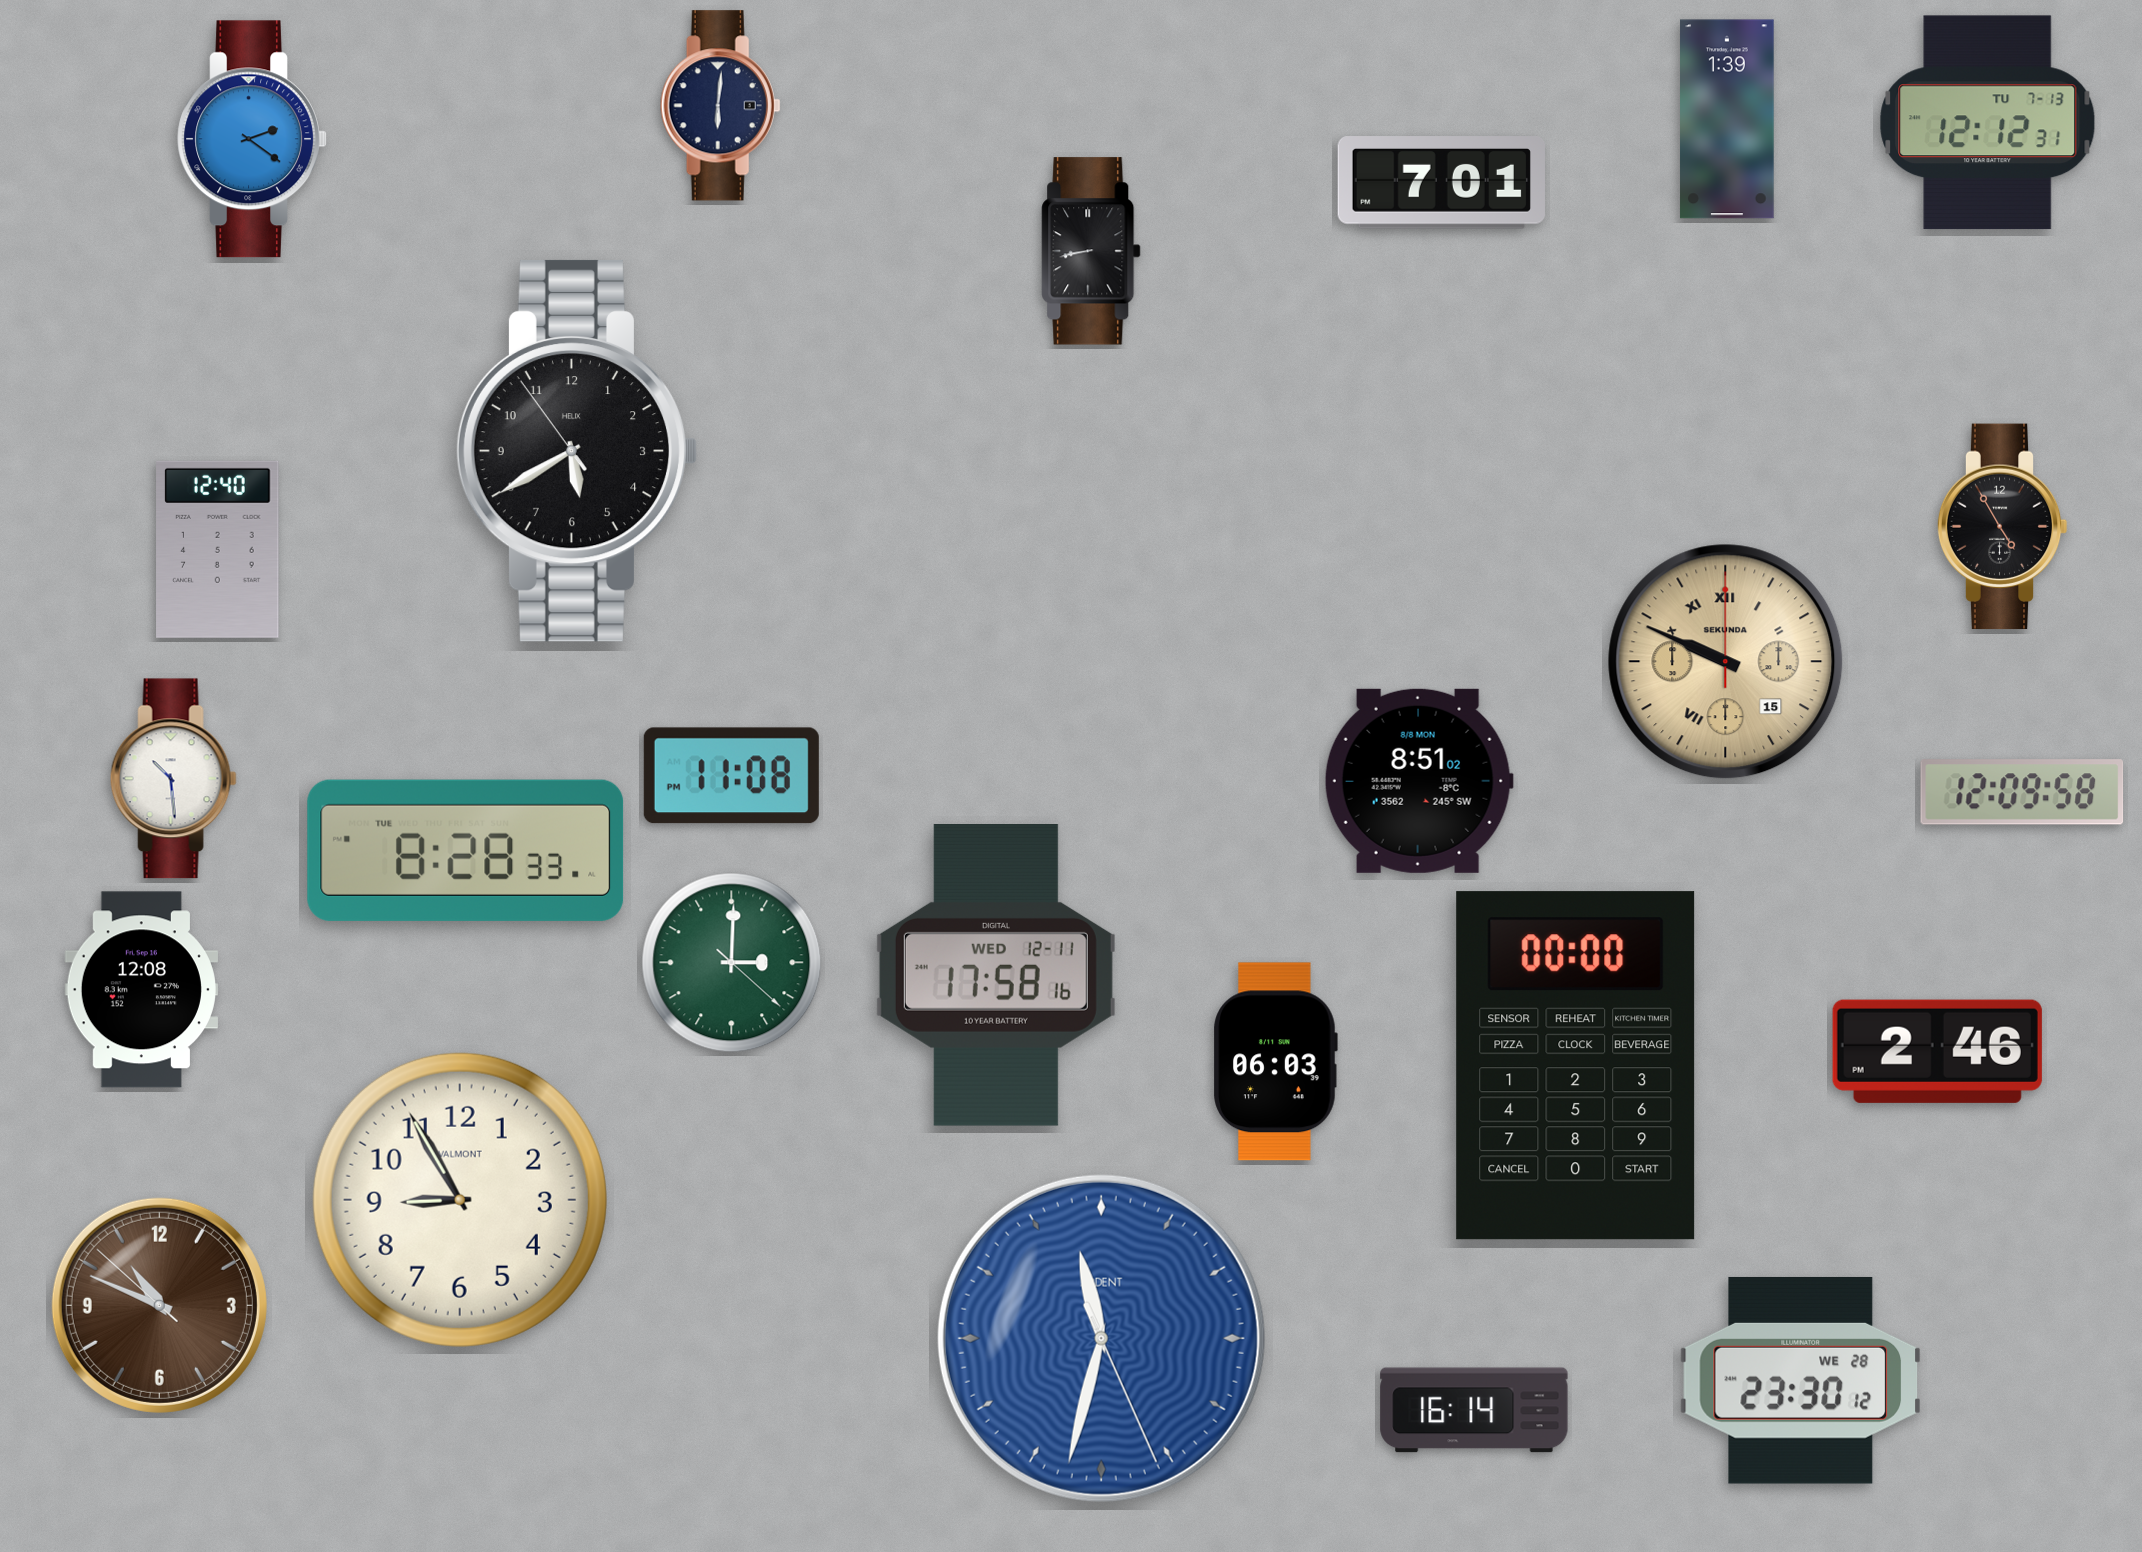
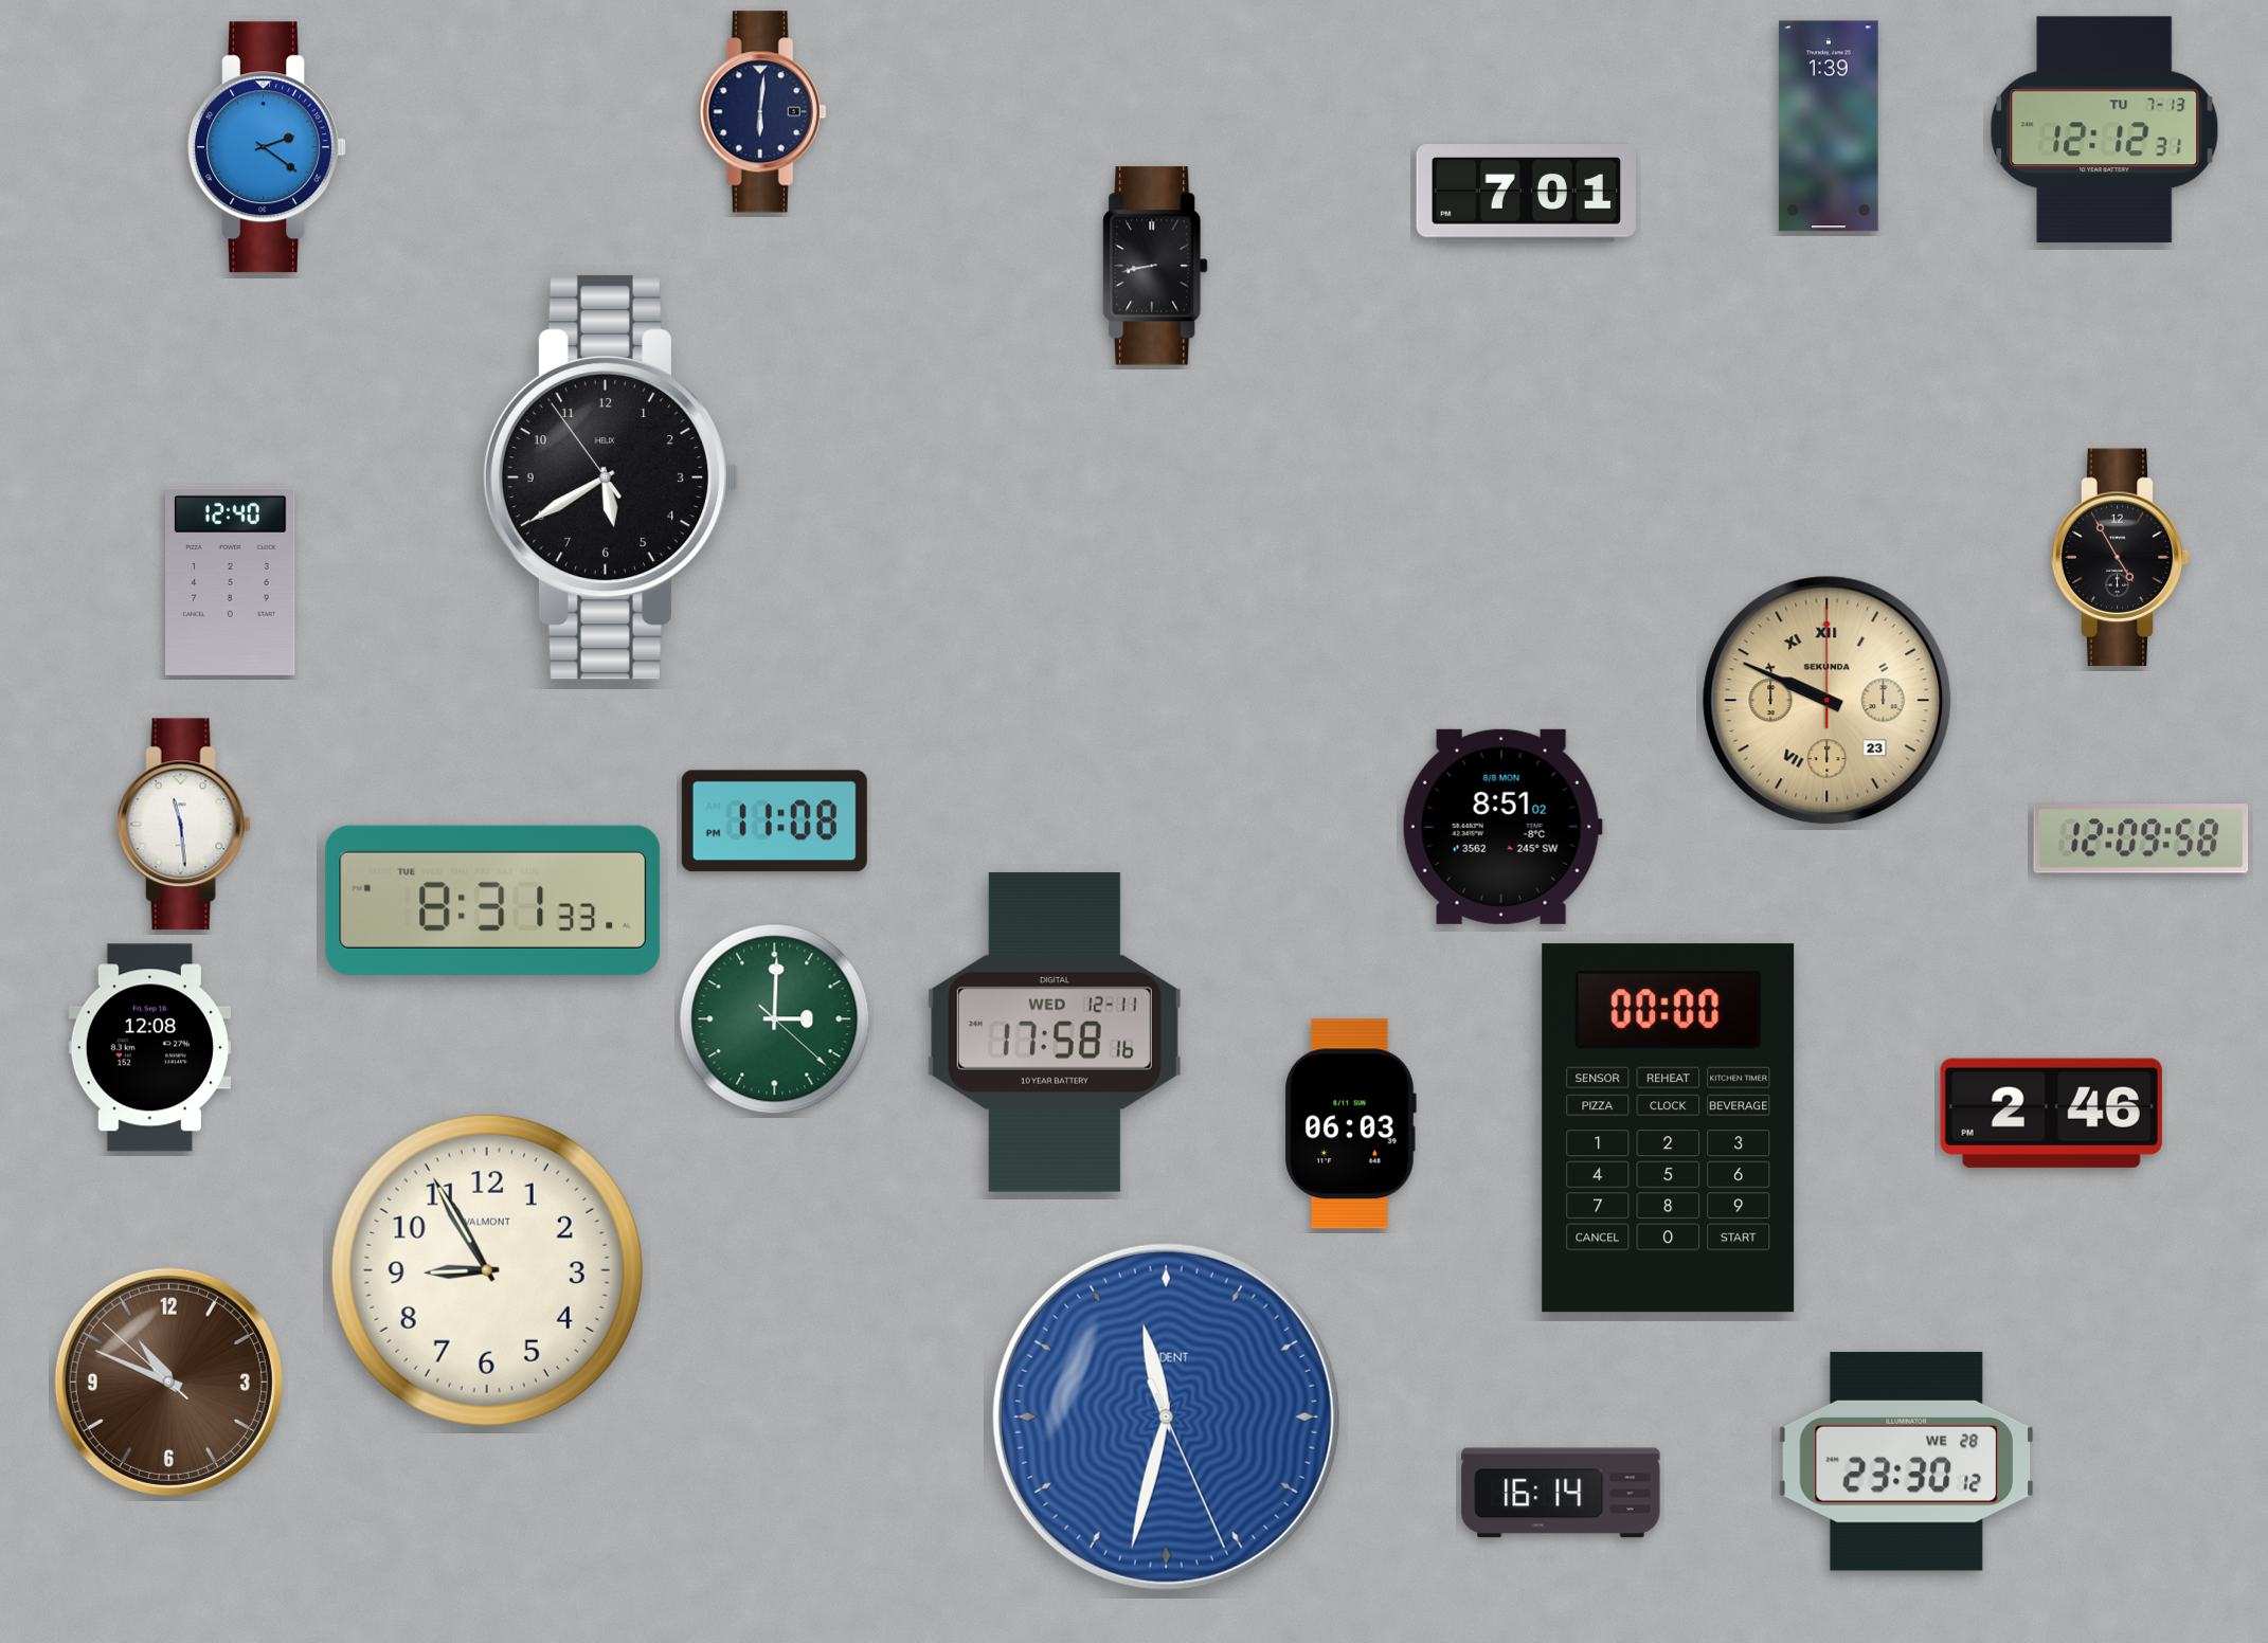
clock at (1726, 662) date: 15 -> 23
clock at (173, 779): 10:29 -> 11:29
clock at (466, 850): 8:28 -> 8:31
